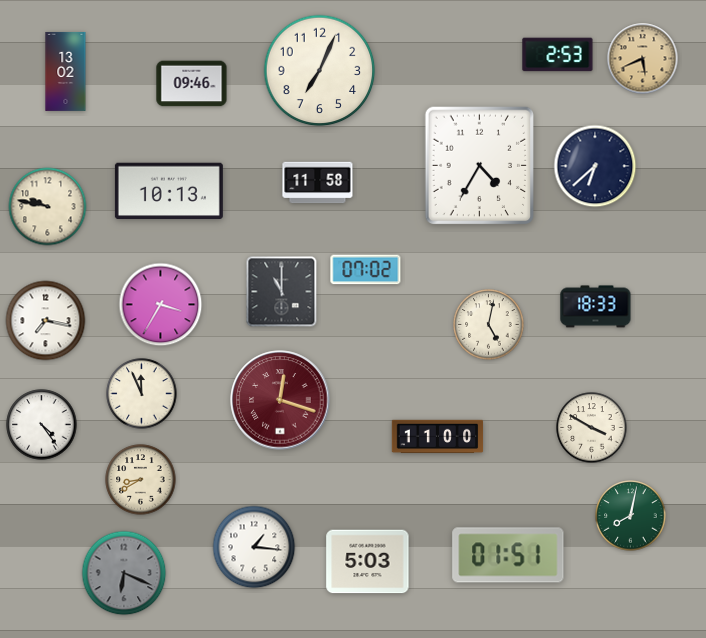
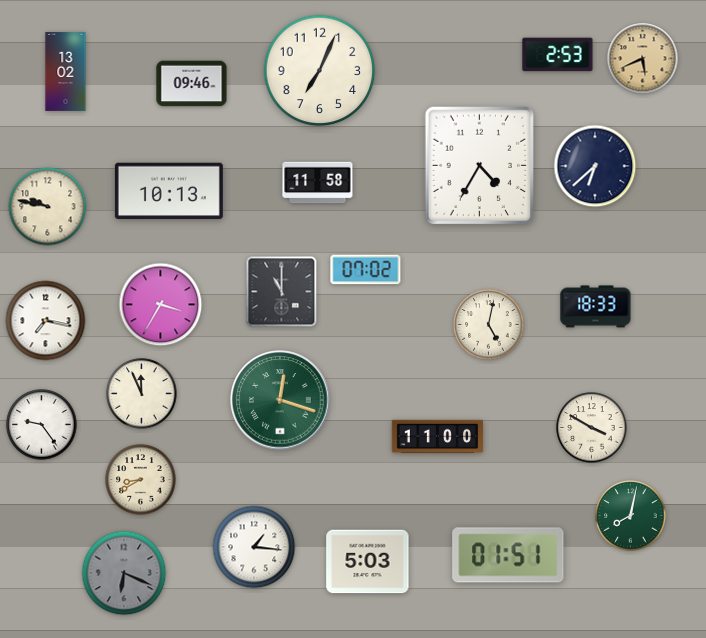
clock at (280, 400) dial: burgundy -> green
clock at (42, 425): 4:24 -> 9:24
